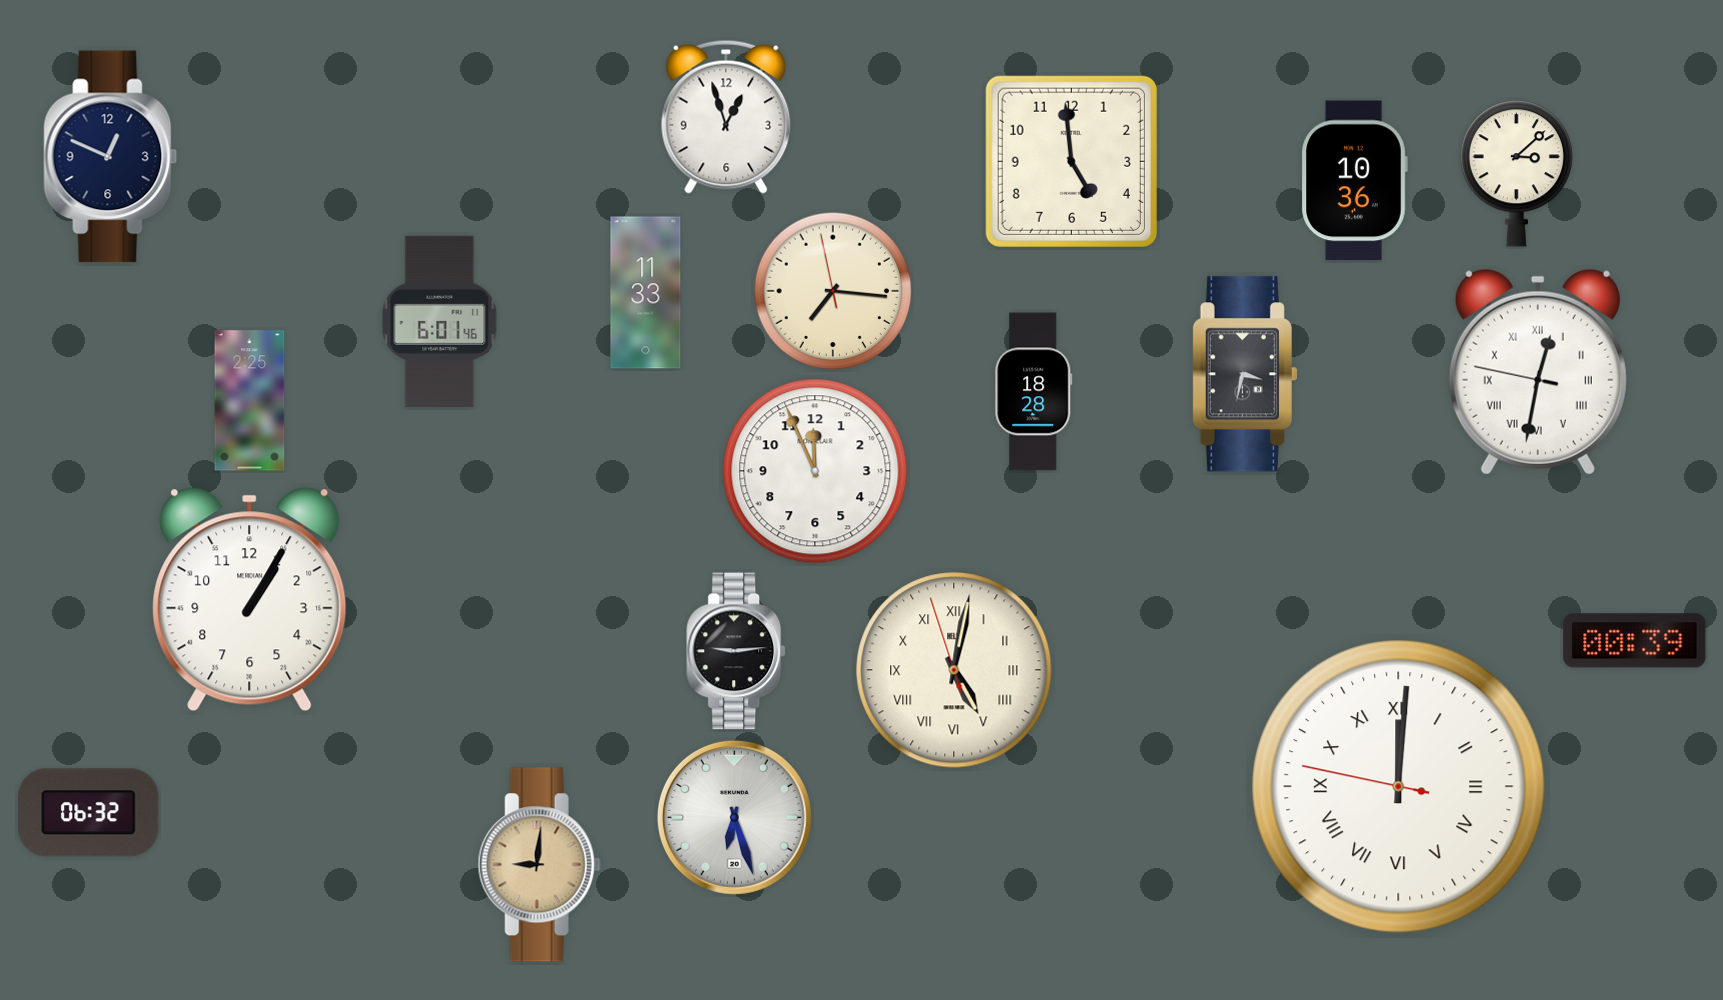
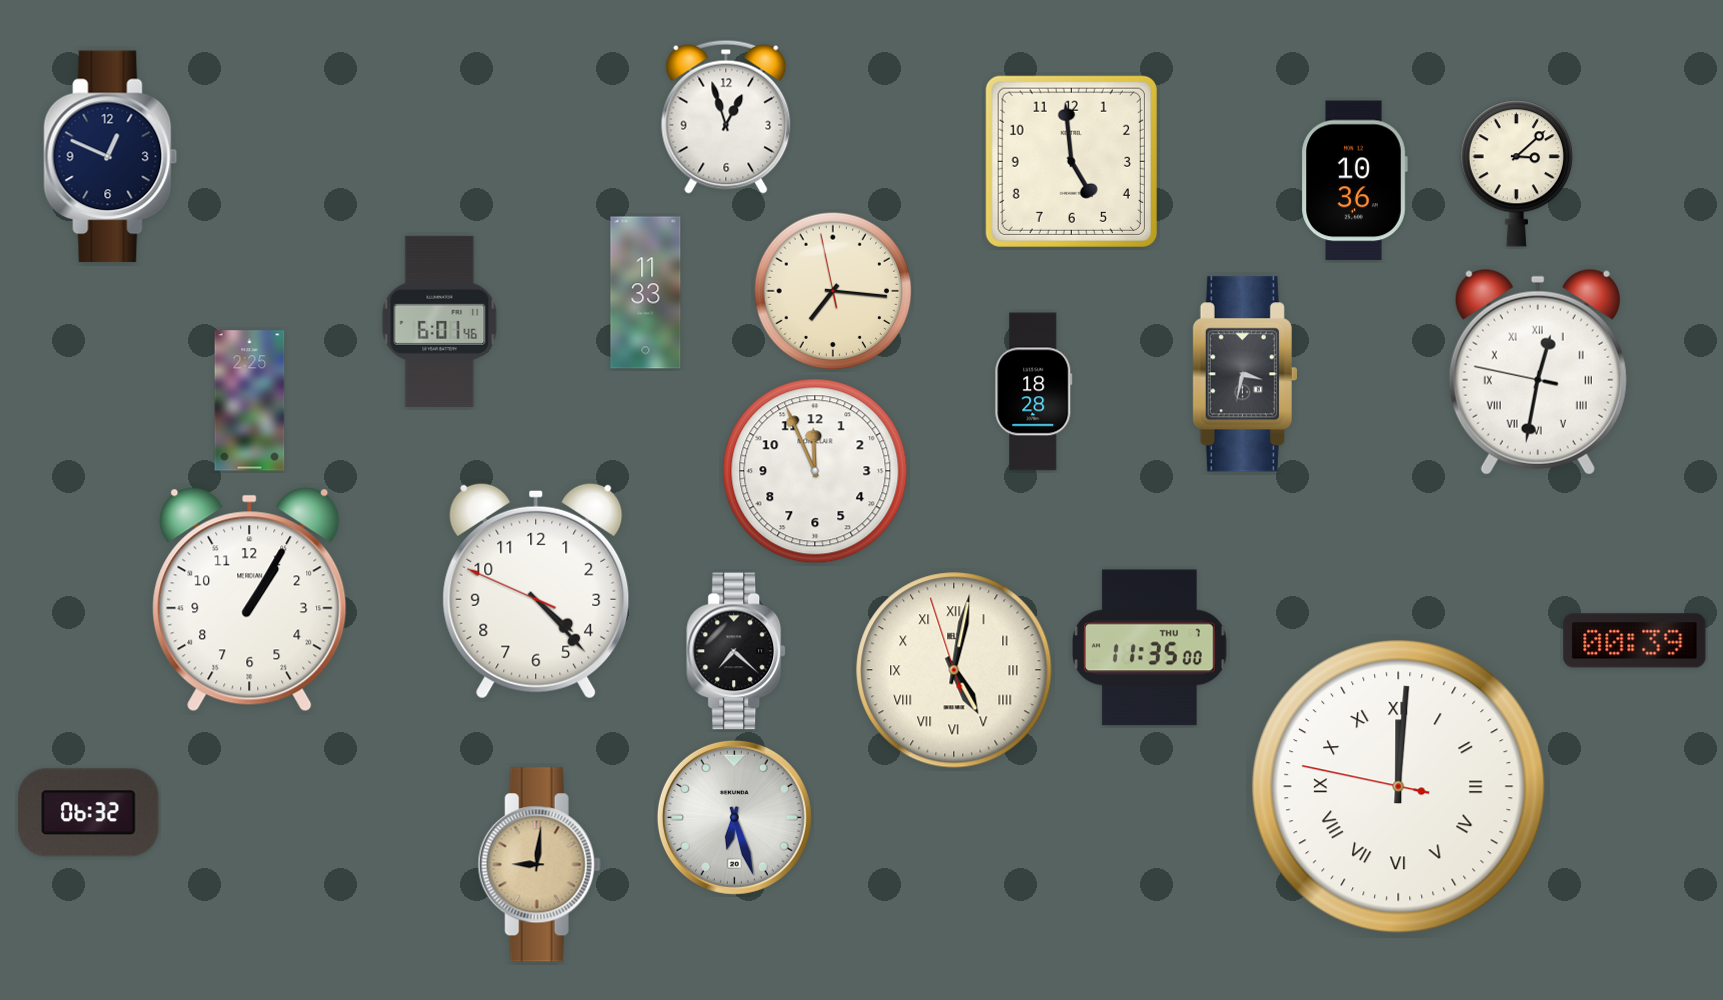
clock at (536, 591): none -> 4:22
clock at (1150, 648): none -> 11:35
clock at (737, 651): 9:14 -> 7:22
